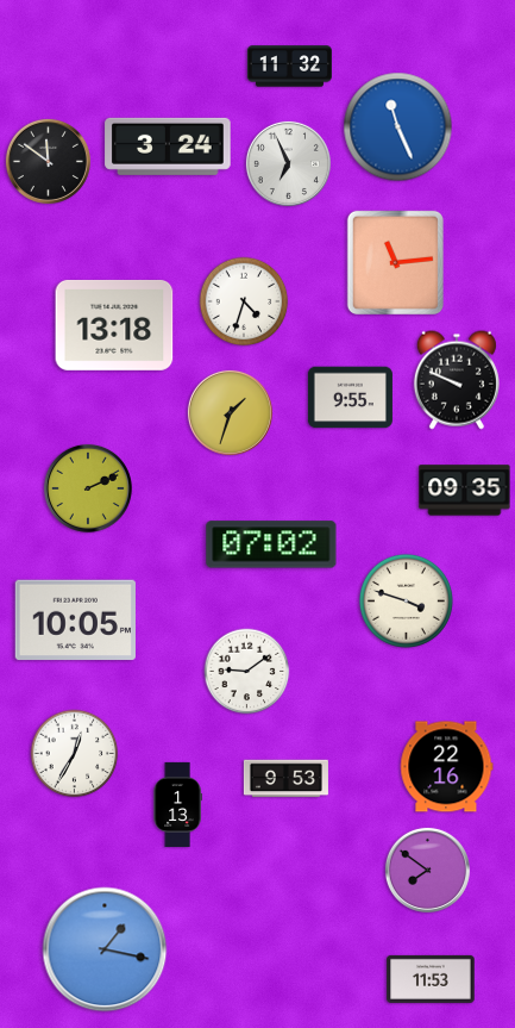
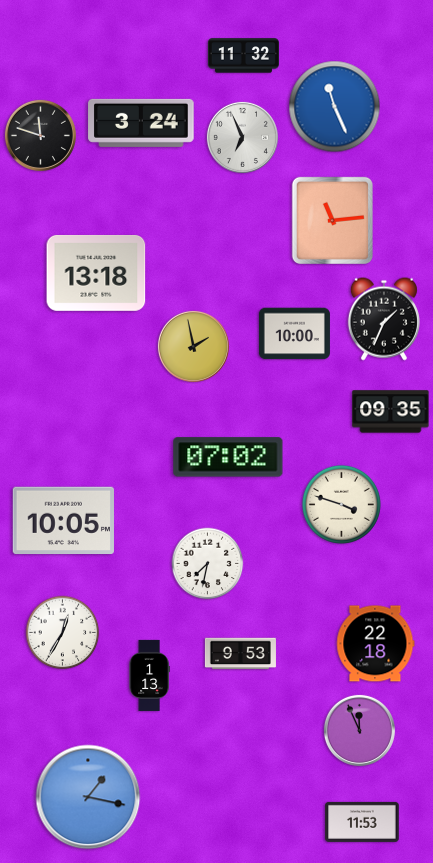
clock at (48, 161): 11:51 -> 11:48
clock at (244, 301): 4:33 -> none
clock at (457, 380): 9:49 -> 1:34
clock at (350, 398): 9:55 -> 10:00
clock at (230, 412): 1:33 -> 1:58
clock at (88, 488): 2:11 -> none
clock at (247, 672): 9:09 -> 7:32
clock at (447, 767): 22:16 -> 22:18
clock at (427, 870): 7:51 -> 11:56
